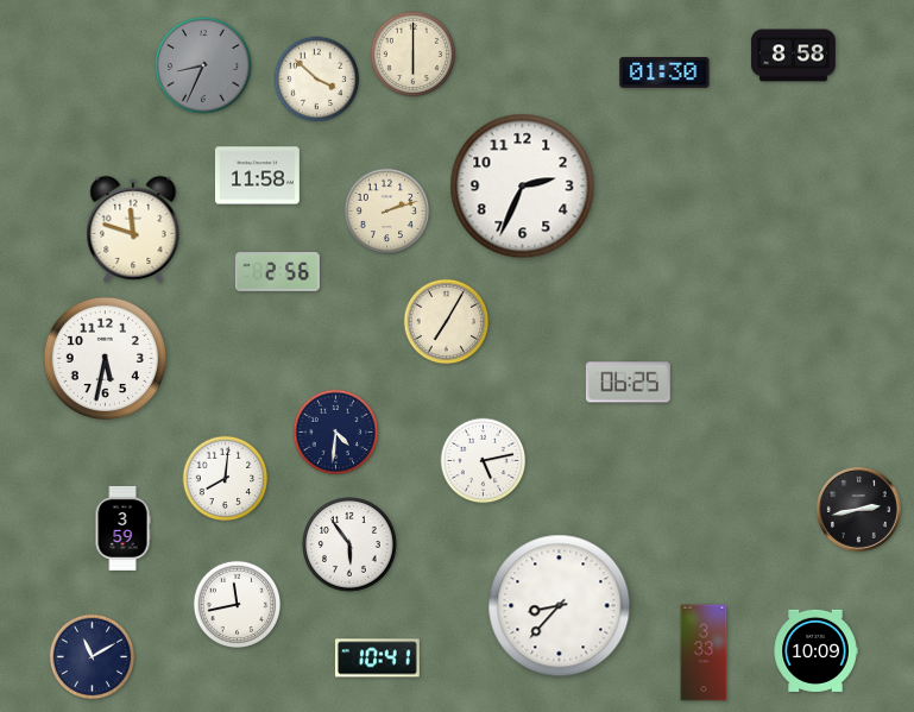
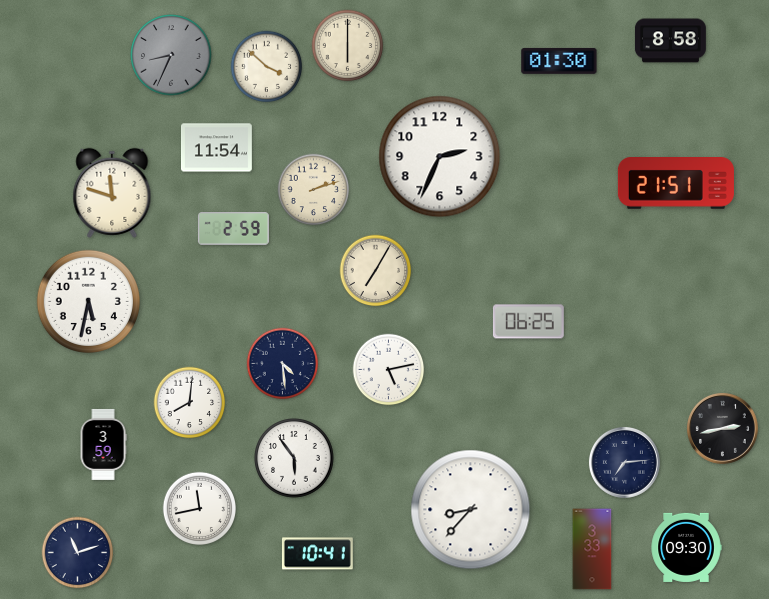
clock at (793, 56) position: (793, 56) -> (670, 41)
clock at (257, 176): 11:58 -> 11:54
clock at (387, 212) position: (387, 212) -> (314, 190)
clock at (676, 184): none -> 21:51
clock at (277, 272): 2:56 -> 2:59
clock at (336, 433): 4:31 -> 4:29
clock at (484, 461) position: (484, 461) -> (389, 370)
clock at (624, 462): none -> 7:14
clock at (815, 650): 10:09 -> 09:30
clock at (93, 657): 11:10 -> 11:12
